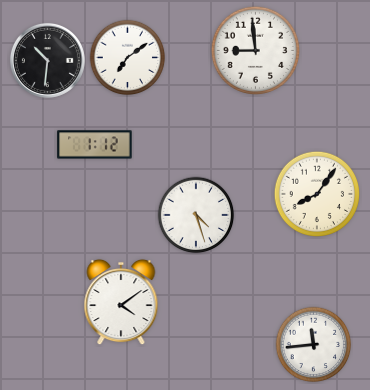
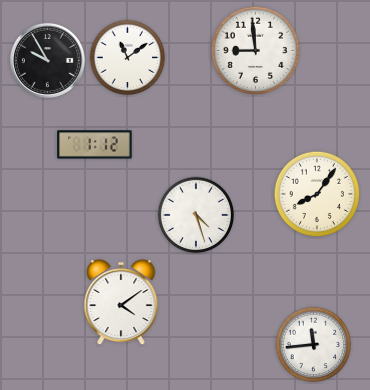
clock at (128, 58): 7:09 -> 11:09
clock at (47, 60): 10:31 -> 9:55
